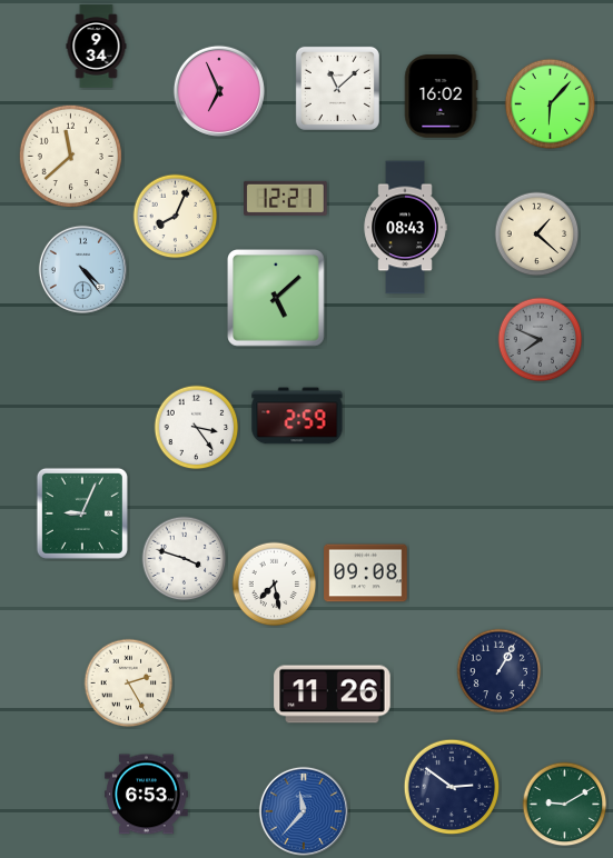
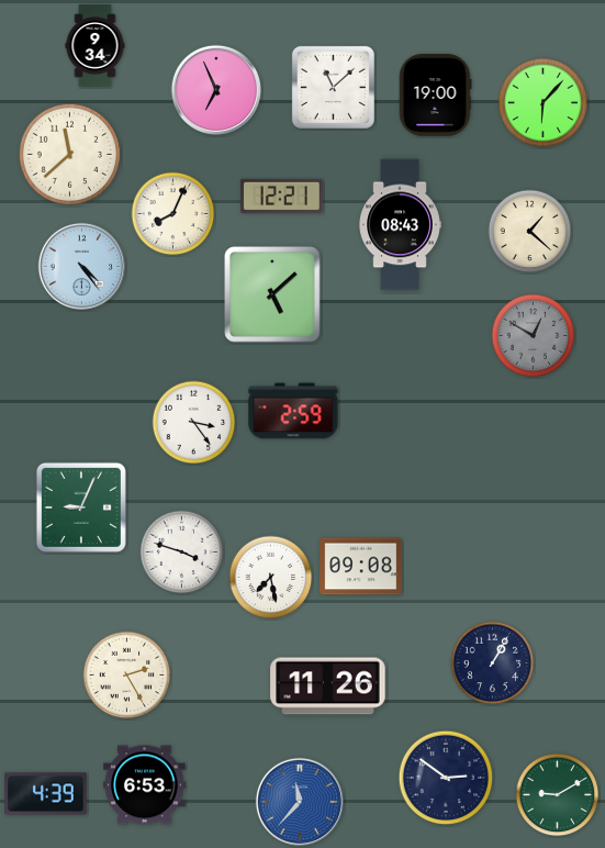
clock at (441, 97): 16:02 -> 19:00
clock at (541, 340): 7:49 -> 12:50
clock at (46, 794): none -> 4:39
